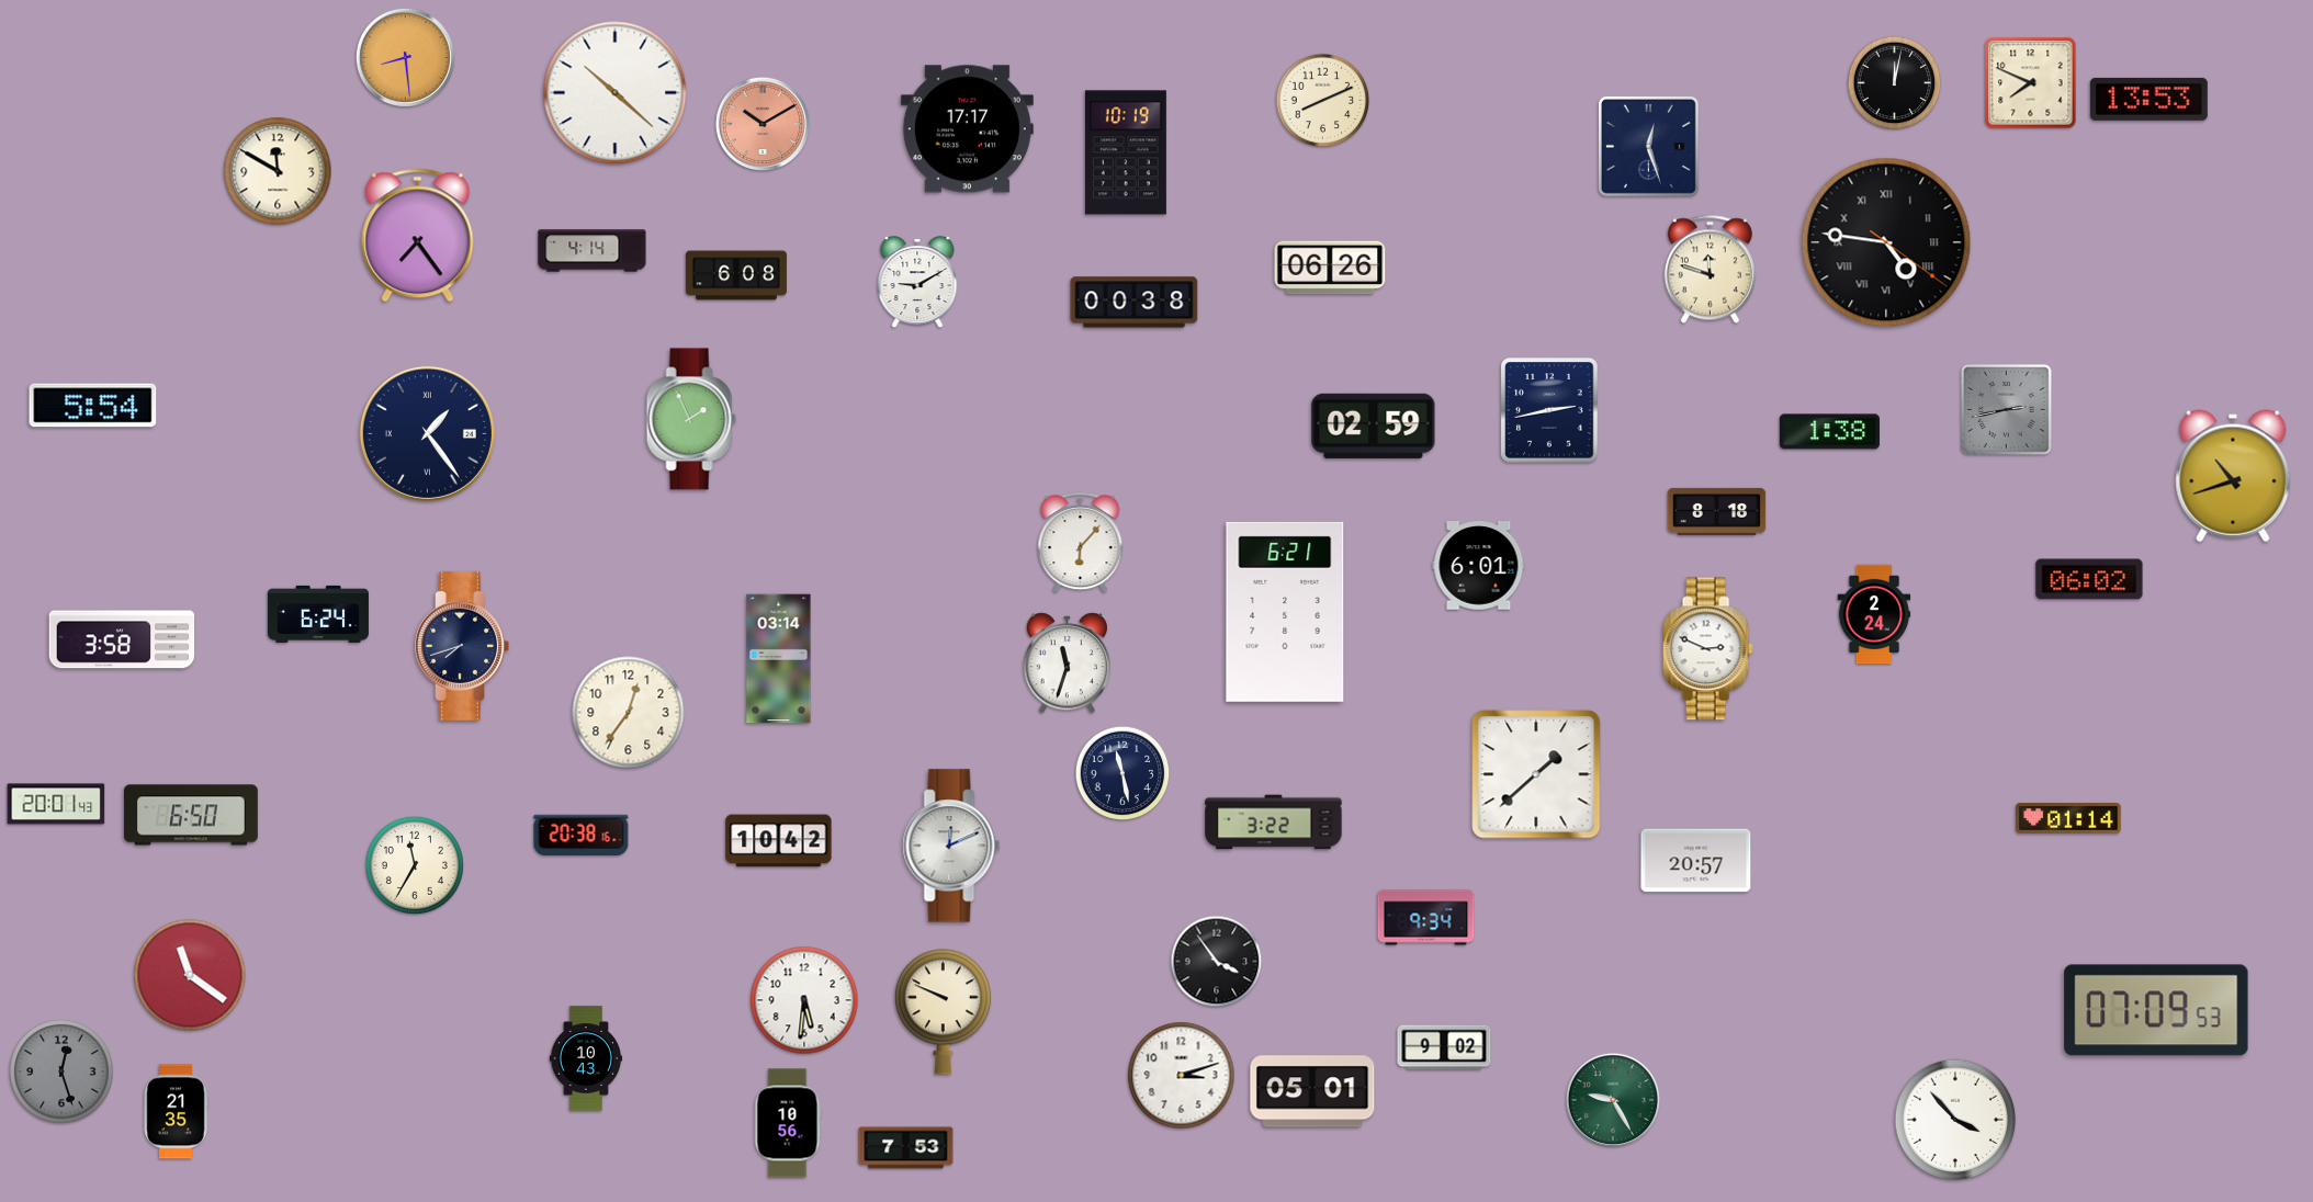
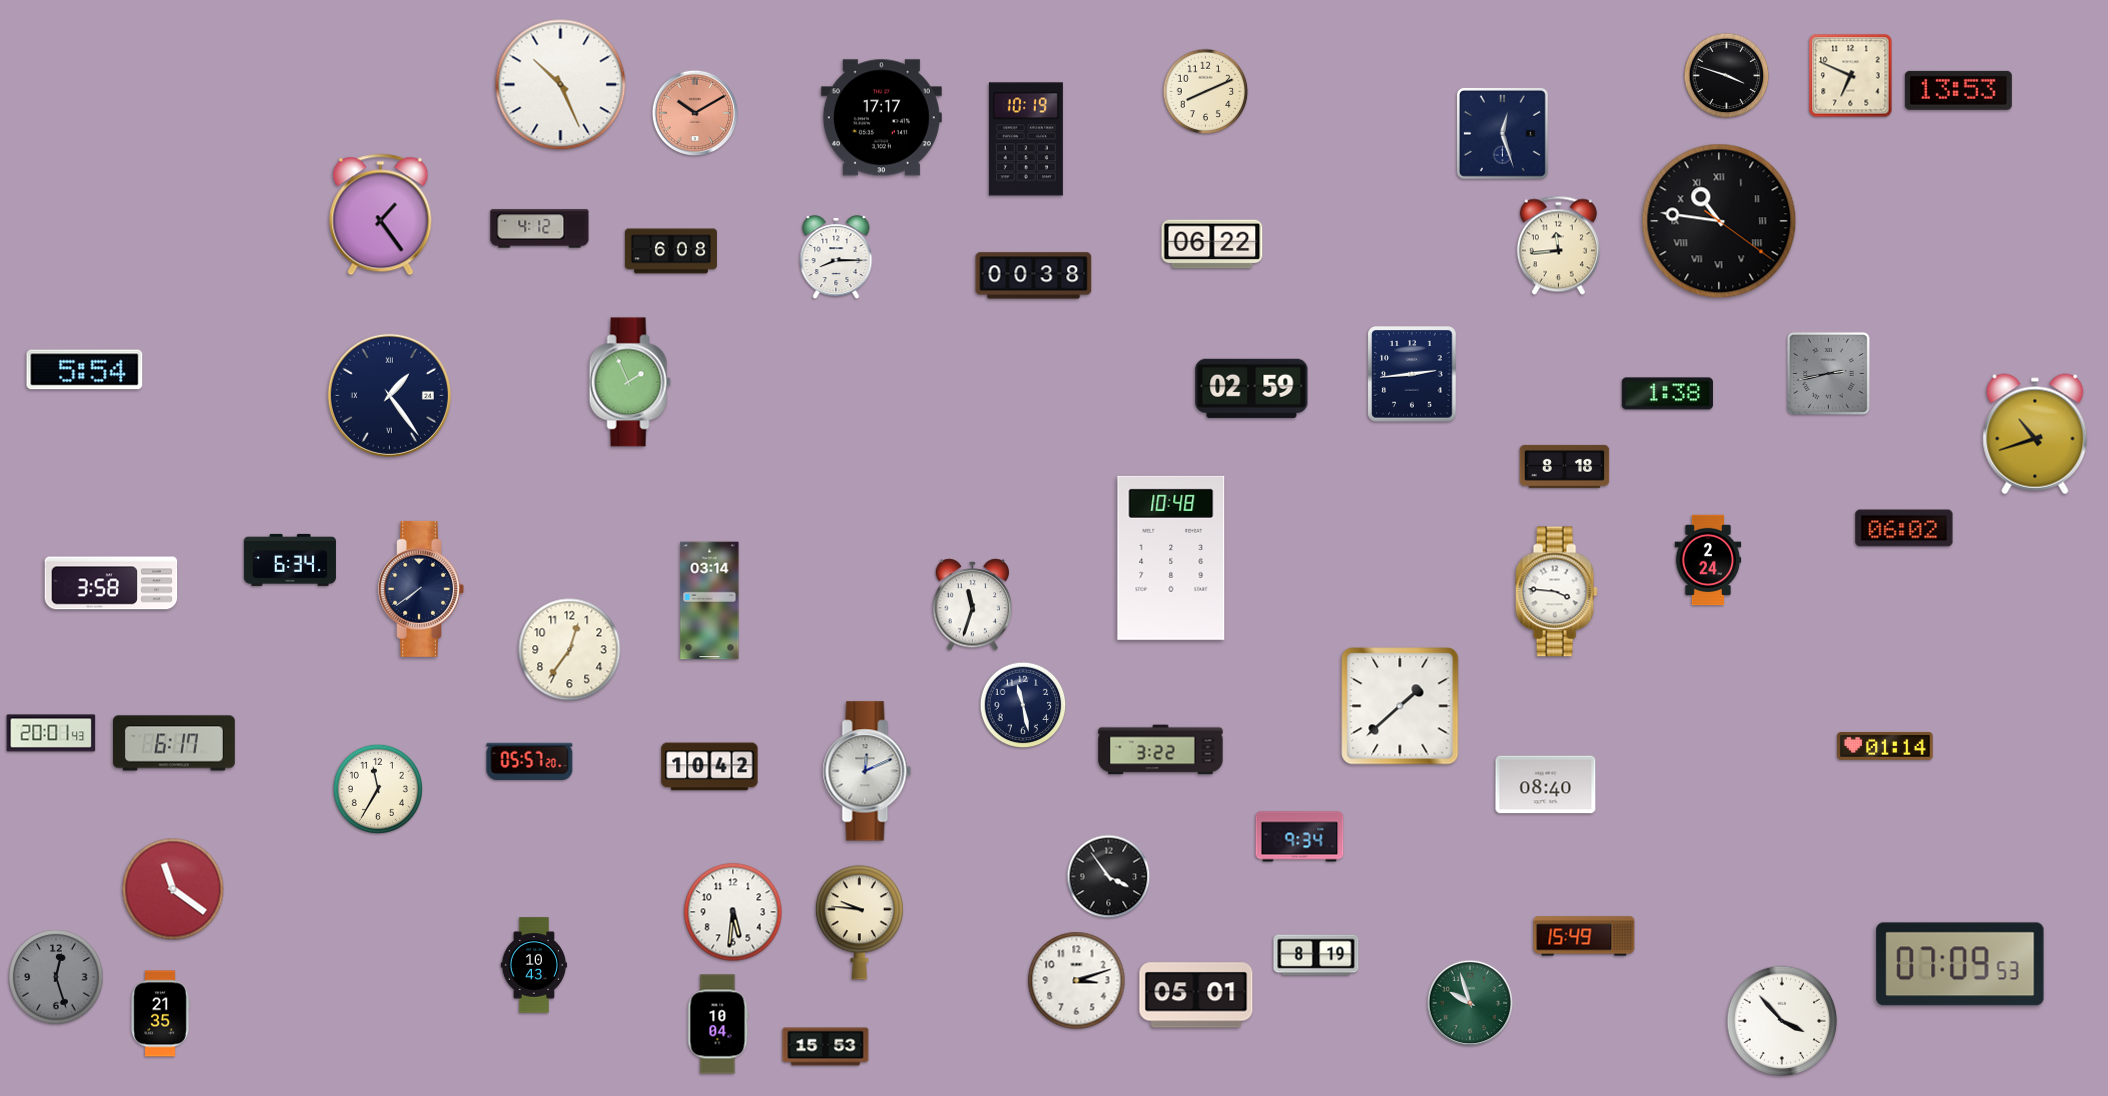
clock at (405, 57): 8:29 -> none
clock at (1895, 83): 12:02 -> 3:48
clock at (2031, 83): 7:49 -> 6:49
clock at (616, 93): 10:22 -> 10:26
clock at (278, 171): 11:50 -> none
clock at (418, 236): 7:24 -> 1:24
clock at (1886, 242): 4:46 -> 10:46
clock at (593, 251): 4:14 -> 4:12
clock at (1330, 268): 06:26 -> 06:22
clock at (1710, 270): 11:48 -> 11:44
clock at (917, 283): 9:10 -> 8:15
clock at (1549, 410): 2:43 -> 2:44
clock at (1081, 543): 6:07 -> none
clock at (1479, 566): 6:01 -> none
clock at (1285, 612): 6:21 -> 10:48
clock at (318, 614): 6:24 -> 6:34
clock at (462, 646): 7:42 -> 7:39
clock at (1707, 649): 2:49 -> 3:46
clock at (629, 713) position: (629, 713) -> (570, 650)
clock at (191, 815): 6:50 -> 6:17
clock at (582, 835): 20:38 -> 05:57
clock at (1696, 861): 20:57 -> 08:40
clock at (2156, 1010) position: (2156, 1010) -> (1960, 964)
clock at (943, 1012): 9:49 -> 9:46
clock at (1584, 936): none -> 15:49
clock at (1444, 1047): 9:02 -> 8:19
clock at (1613, 1100): 9:25 -> 9:57
clock at (788, 1123): 10:56 -> 10:04
clock at (906, 1148): 7:53 -> 15:53
